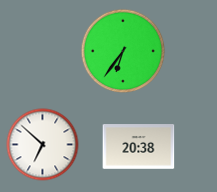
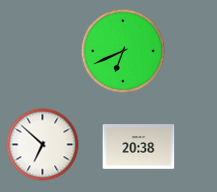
clock at (123, 51): 6:36 -> 6:41
